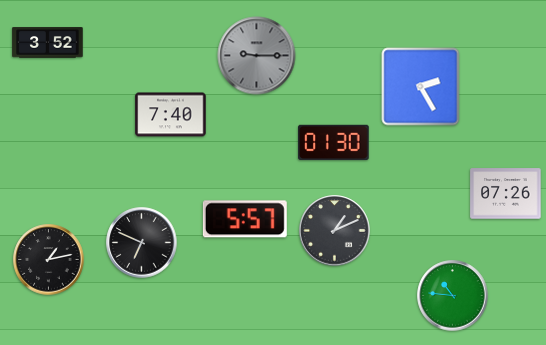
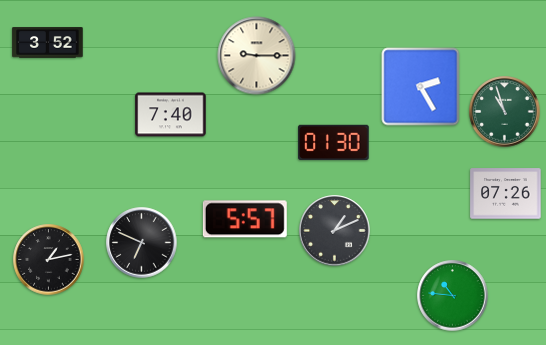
clock at (257, 56) dial: grey -> cream
clock at (505, 112): none -> 10:57
